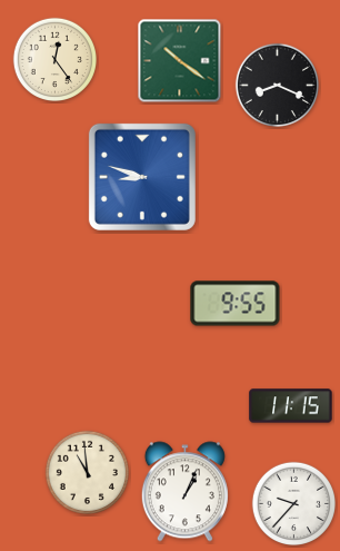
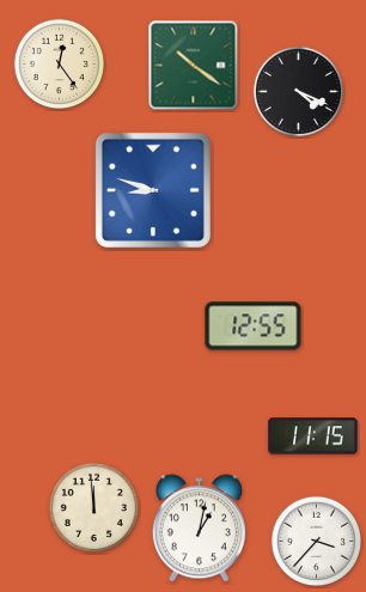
clock at (277, 85): 8:19 -> 4:19
clock at (236, 304): 9:55 -> 12:55
clock at (87, 472): 10:59 -> 11:59
clock at (184, 492): 1:04 -> 1:02
clock at (293, 503): 9:37 -> 3:37
